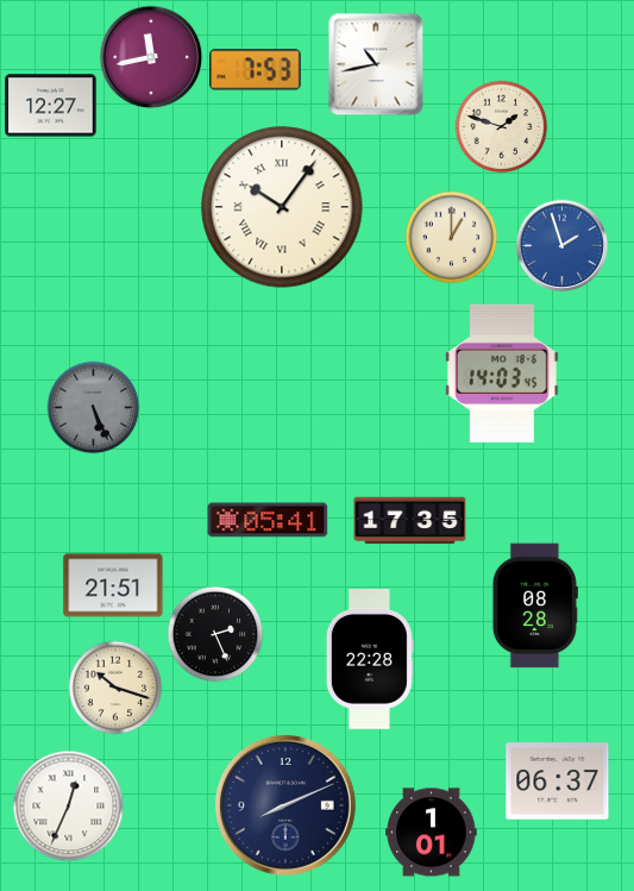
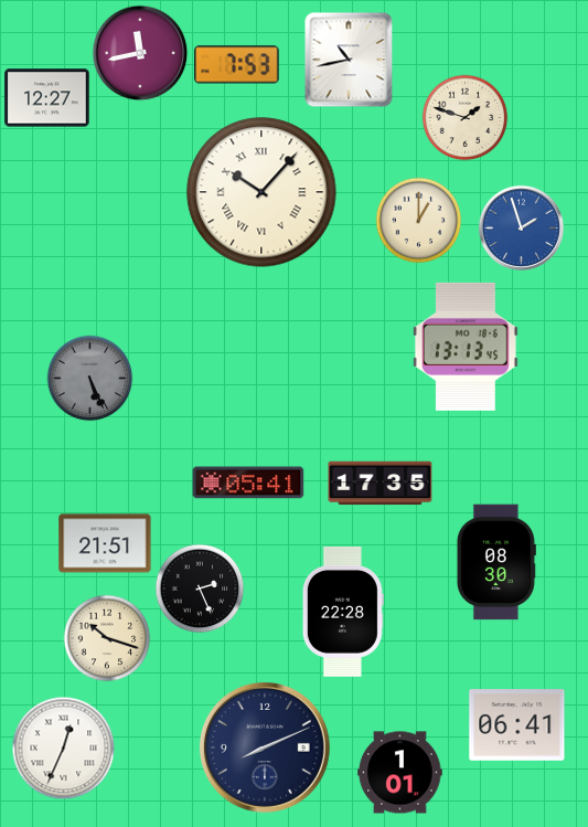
clock at (282, 207): 10:06 -> 10:07
clock at (502, 374): 14:03 -> 13:13
clock at (93, 407) position: (93, 407) -> (89, 378)
clock at (535, 605): 08:28 -> 08:30
clock at (558, 782): 06:37 -> 06:41
